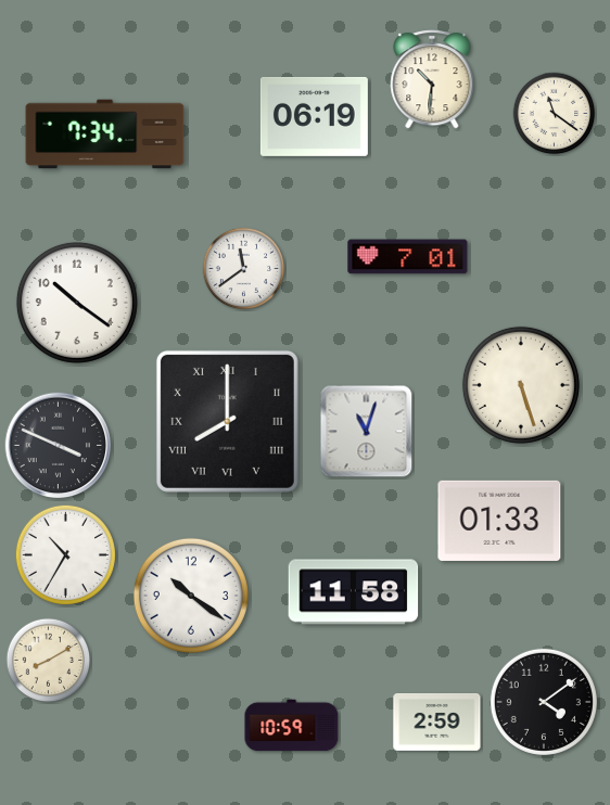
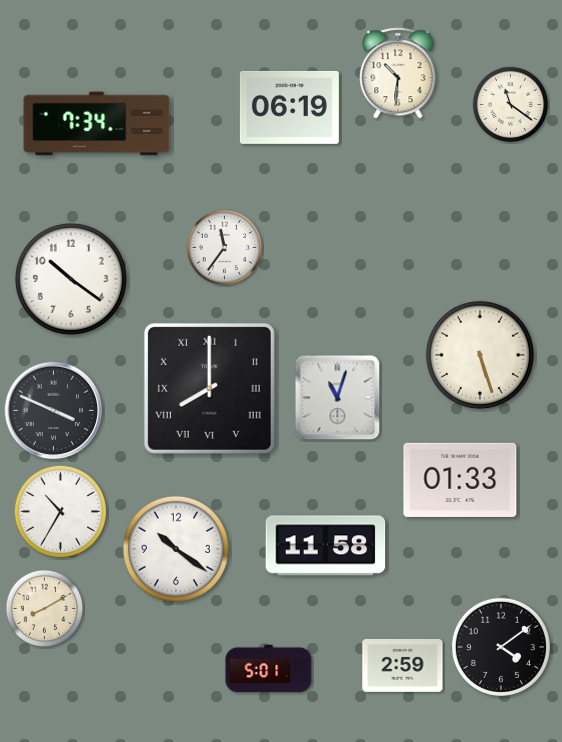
clock at (408, 257): 7:01 -> none
clock at (244, 269): 11:39 -> 11:36
clock at (292, 726): 10:59 -> 5:01
